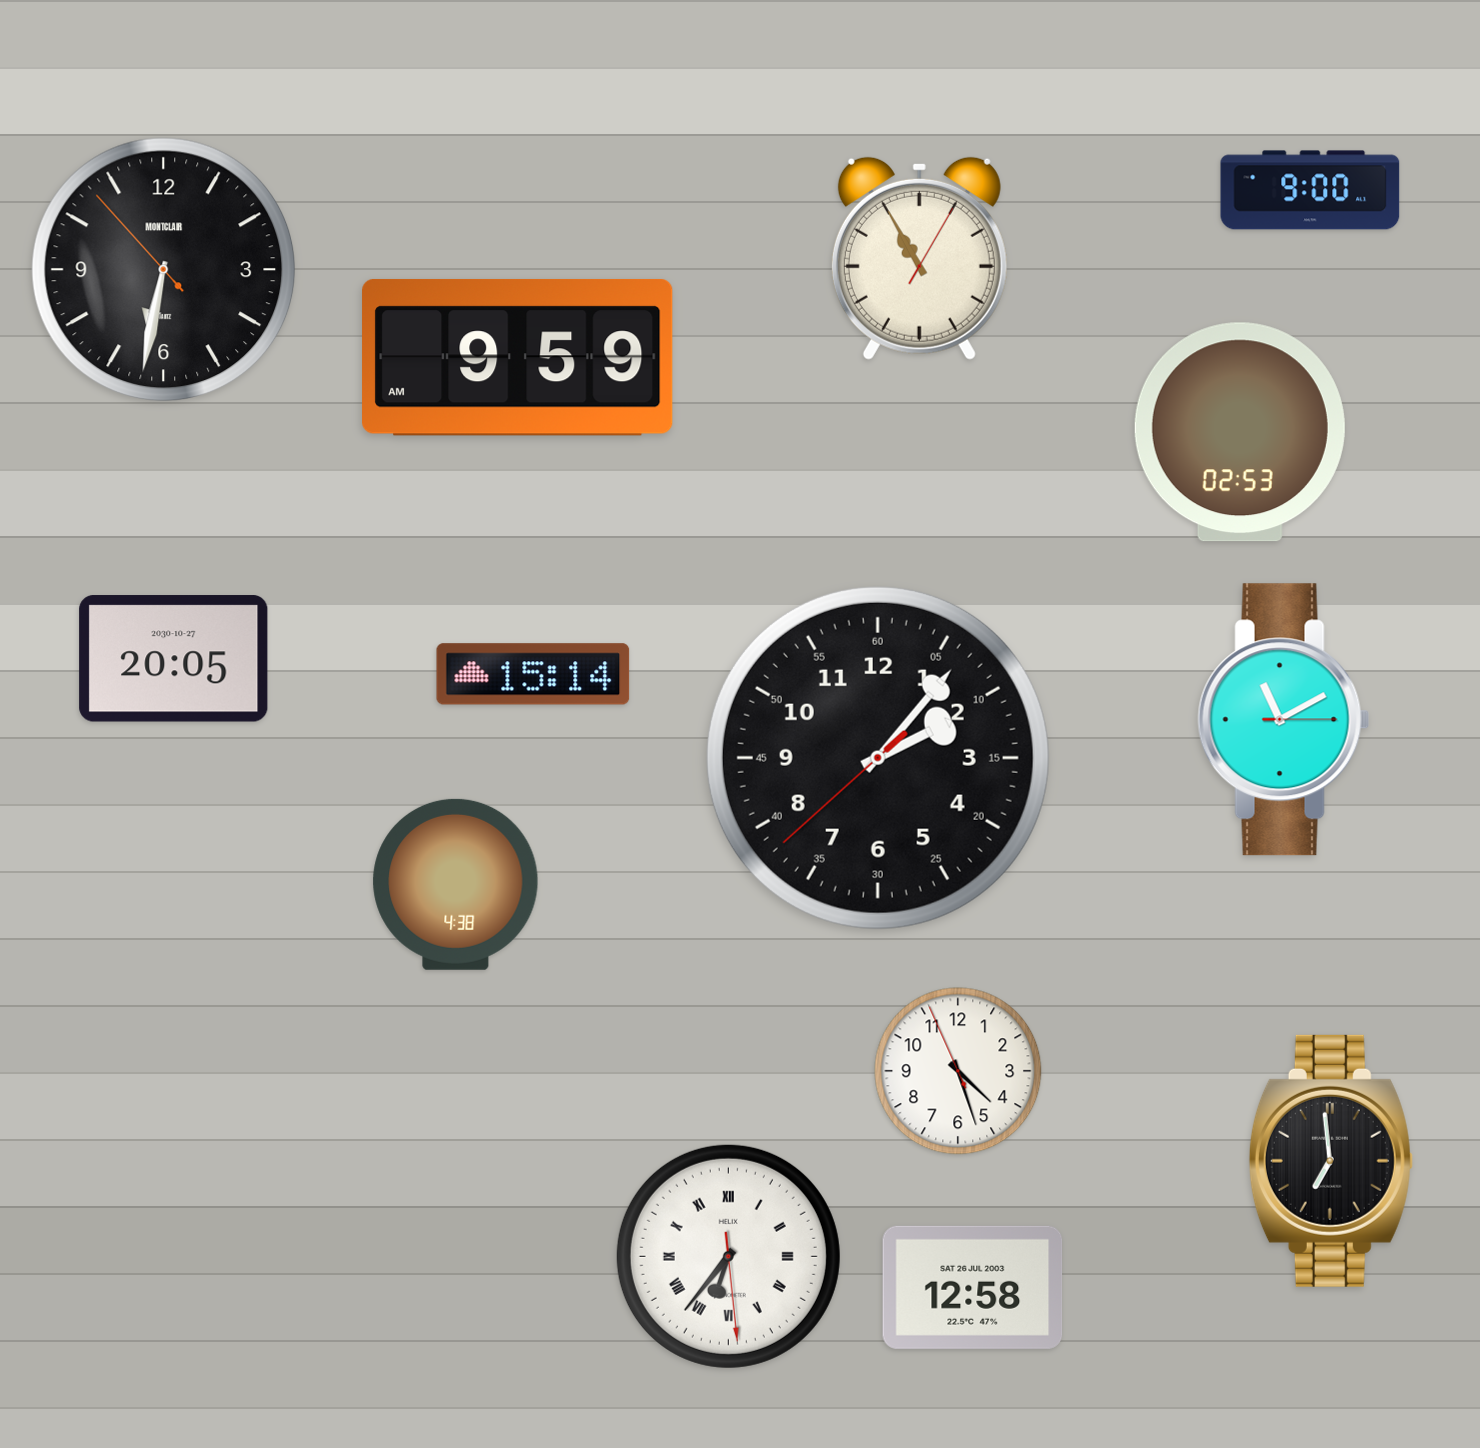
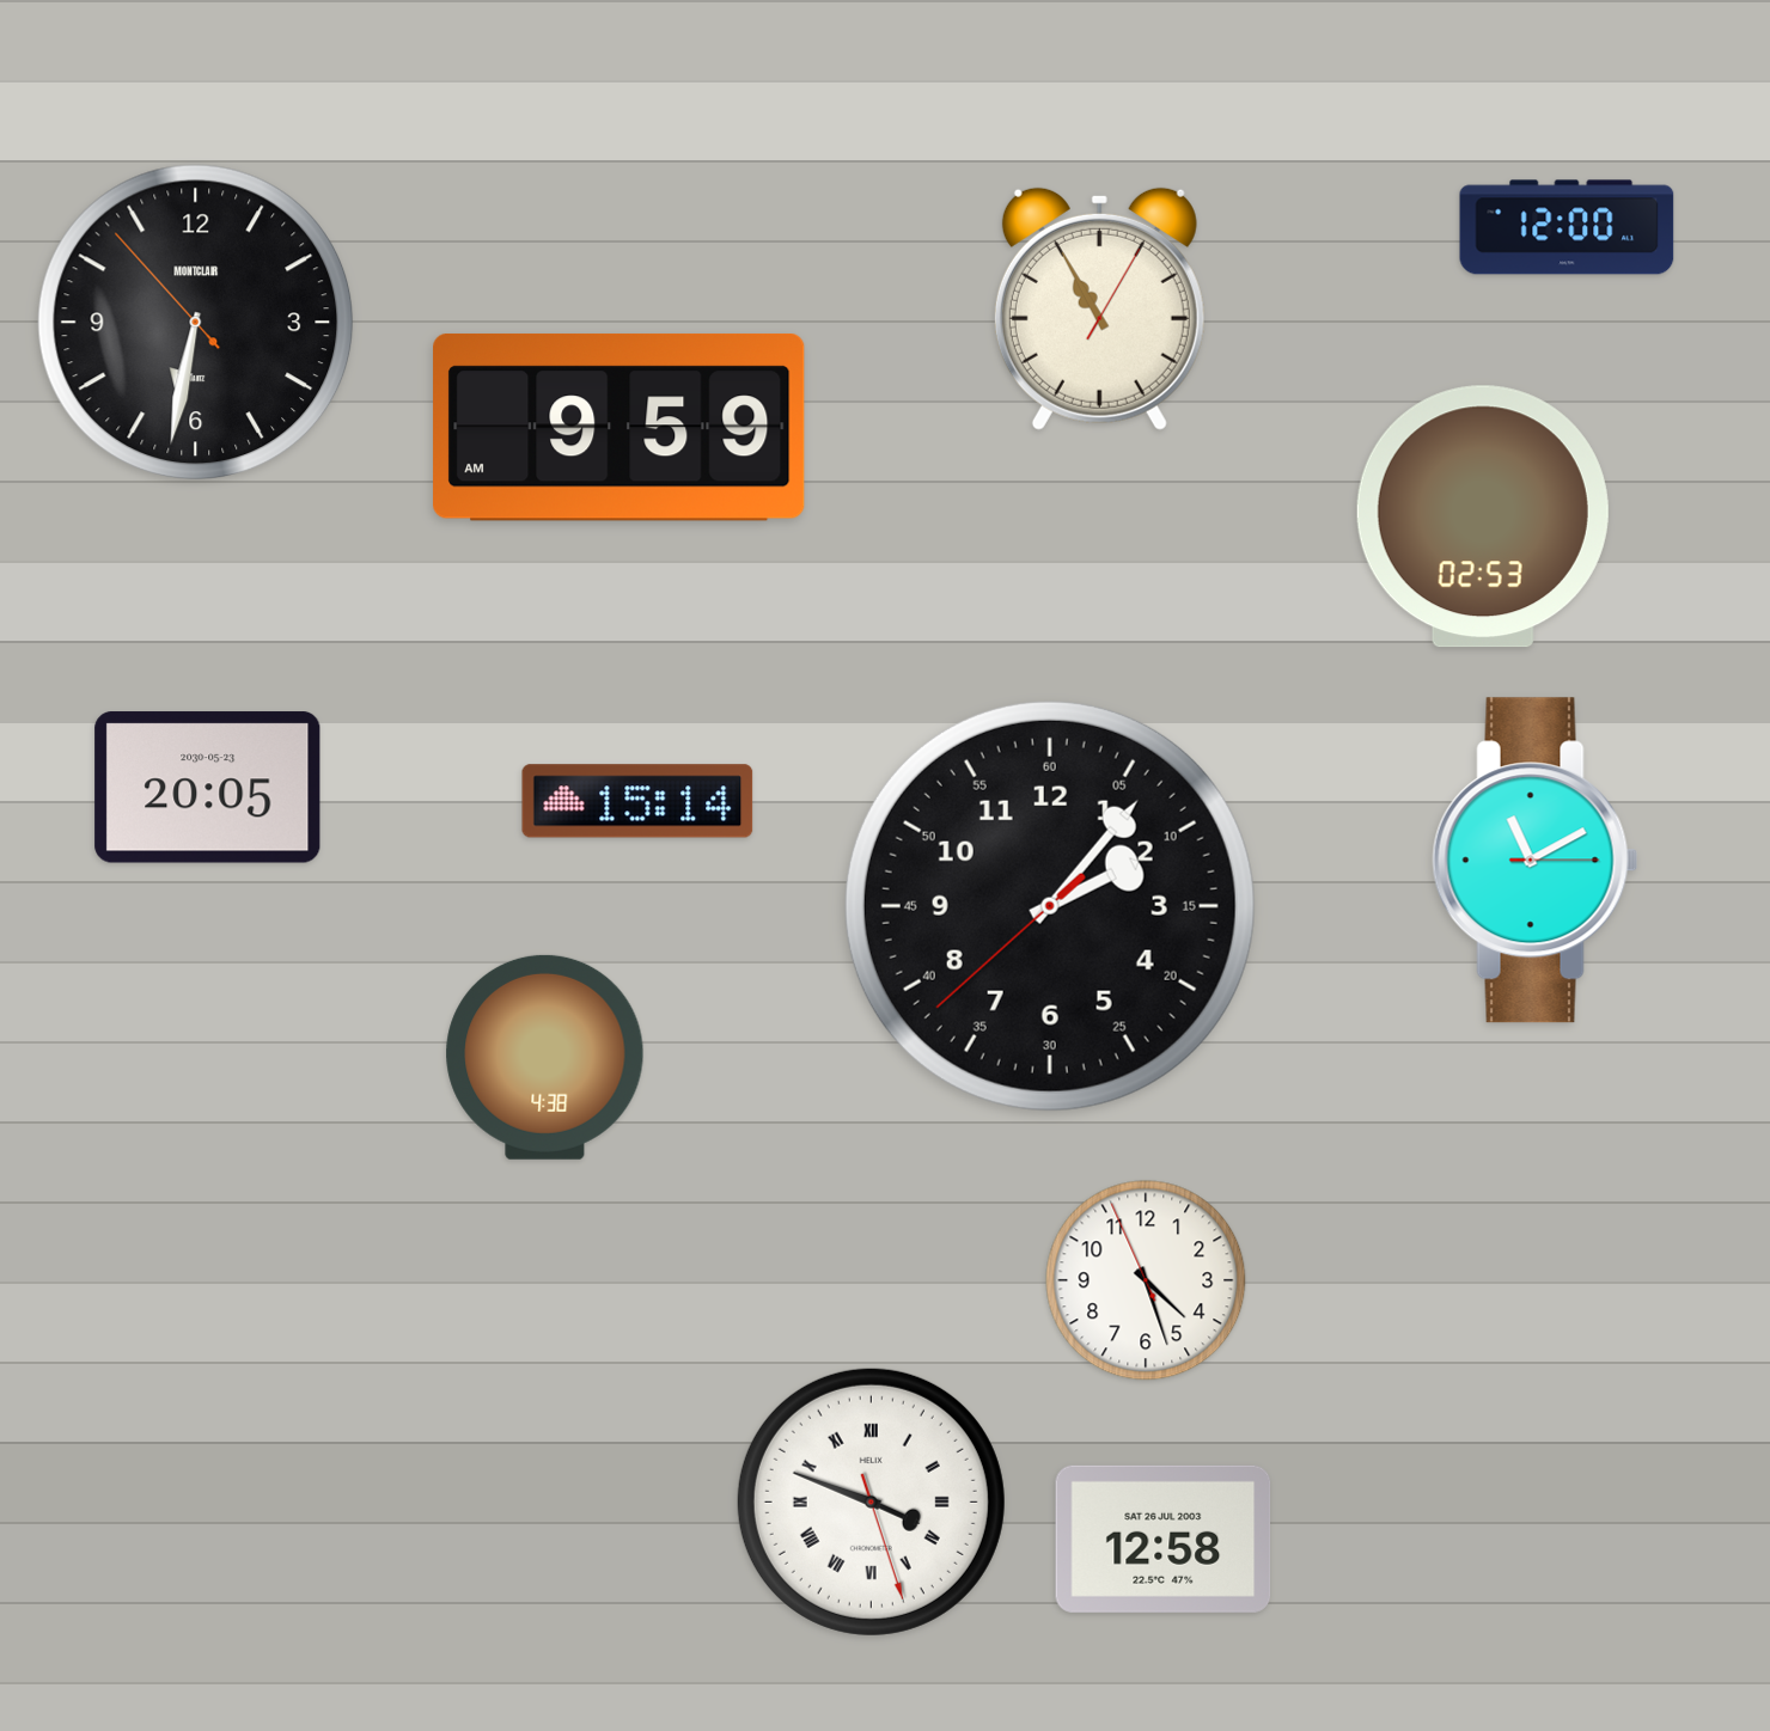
clock at (1310, 190): 9:00 -> 12:00
clock at (174, 659) date: 2030-10-27 -> 2030-05-23
clock at (533, 674) position: (533, 674) -> (637, 801)
clock at (1331, 1161): 6:59 -> none
clock at (728, 1256): 6:36 -> 3:48
